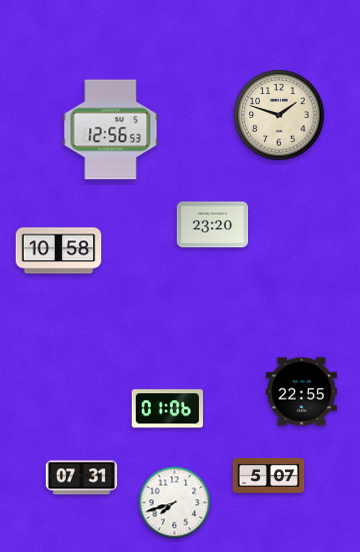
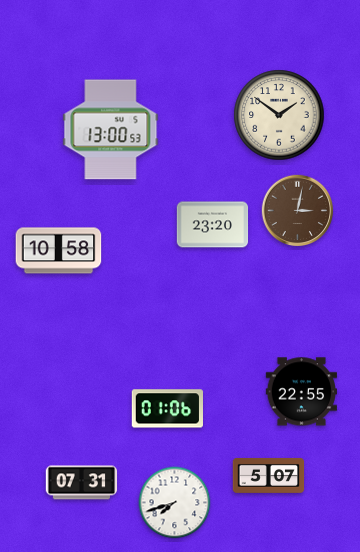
clock at (279, 115): 1:48 -> 1:51
clock at (111, 130): 12:56 -> 13:00
clock at (298, 211): none -> 3:02
clock at (82, 478) position: (82, 478) -> (82, 483)
